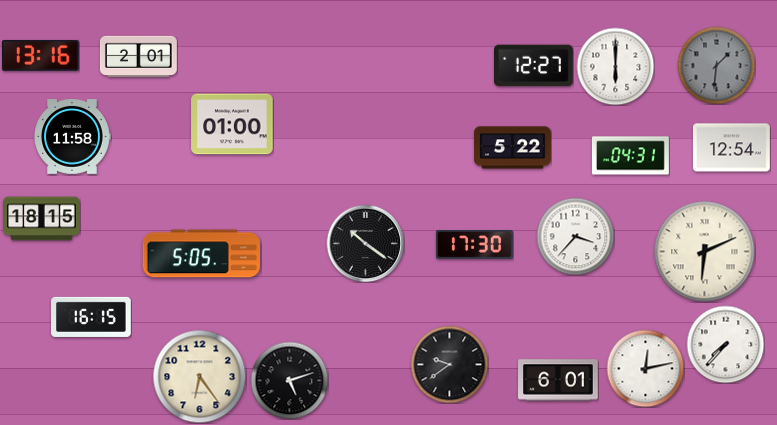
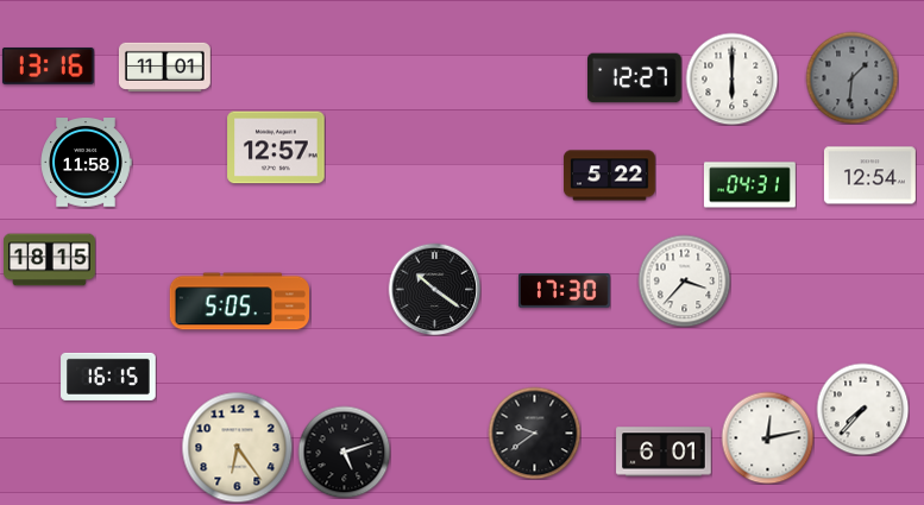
clock at (138, 56): 2:01 -> 11:01
clock at (232, 124): 01:00 -> 12:57
clock at (705, 252): 6:11 -> none
